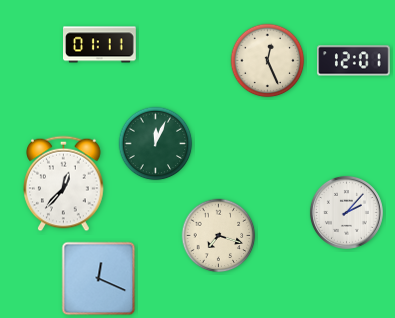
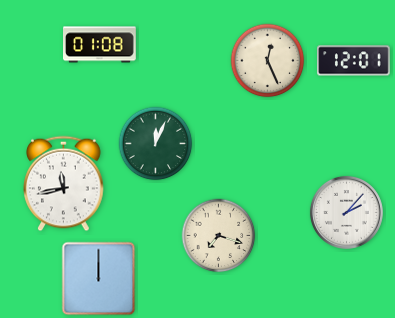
clock at (100, 45): 01:11 -> 01:08
clock at (64, 184): 12:37 -> 11:43
clock at (99, 279): 12:19 -> 12:00
